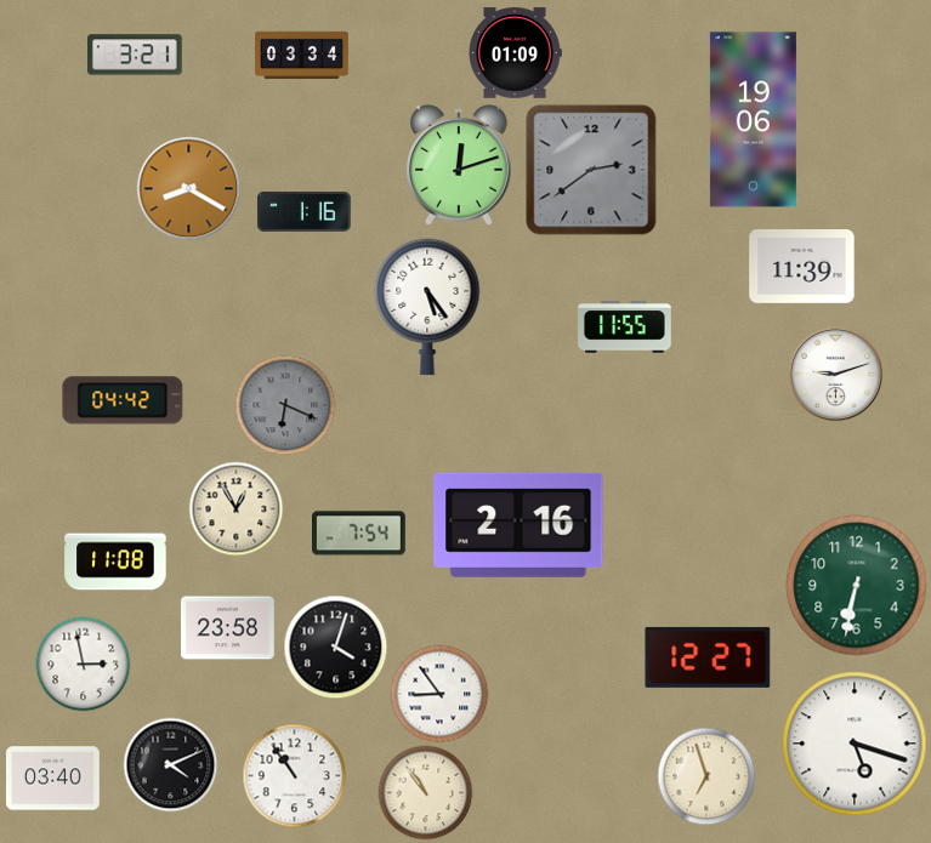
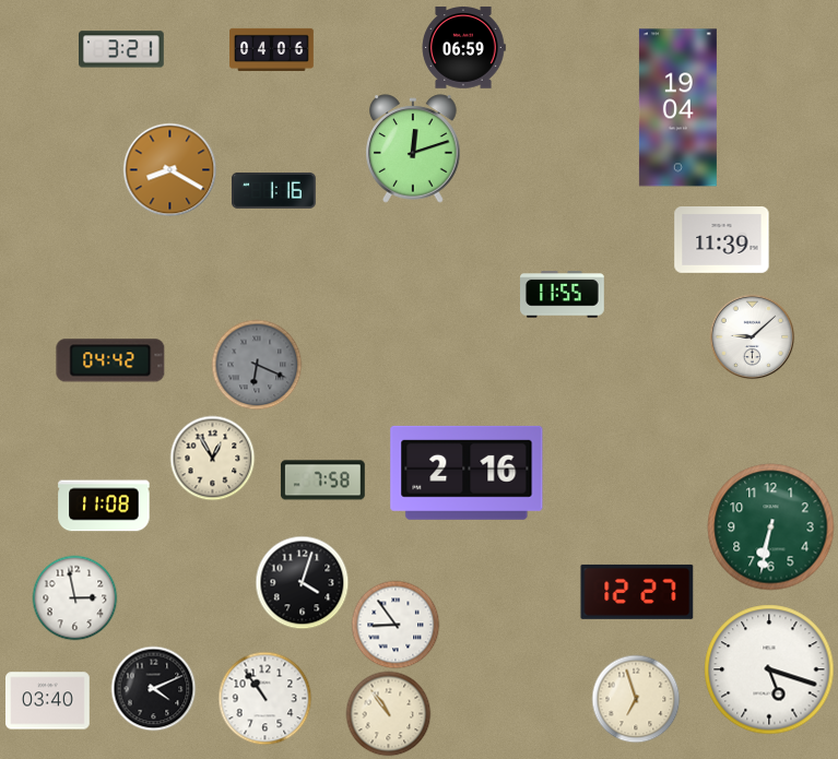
clock at (515, 53): 01:09 -> 06:59
clock at (302, 55): 03:34 -> 04:06
clock at (753, 120): 19:06 -> 19:04
clock at (591, 170): 2:39 -> none
clock at (427, 307): 5:24 -> none
clock at (835, 374): 9:12 -> 9:08
clock at (358, 534): 7:54 -> 7:58
clock at (228, 628): 23:58 -> none
clock at (425, 792) position: (425, 792) -> (388, 713)
